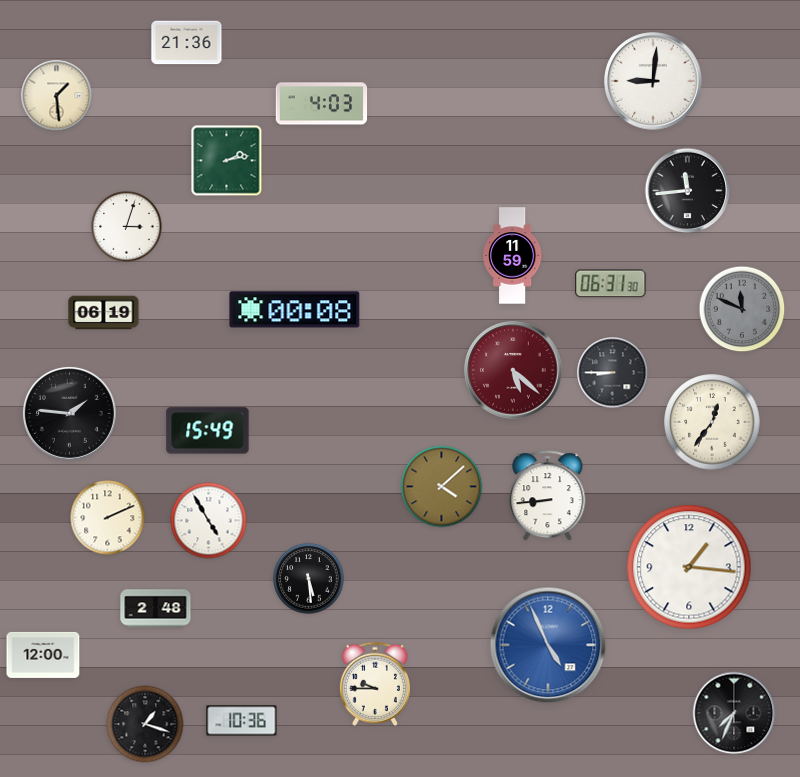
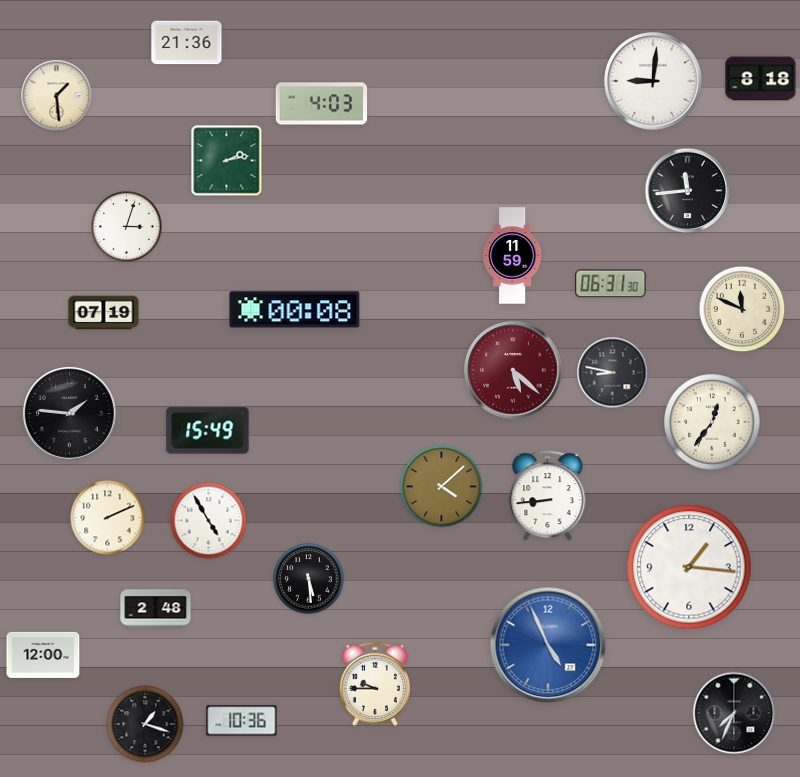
clock at (761, 79): none -> 8:18
clock at (742, 309) dial: grey -> cream
clock at (104, 313): 06:19 -> 07:19
clock at (613, 373): 8:45 -> 8:47
